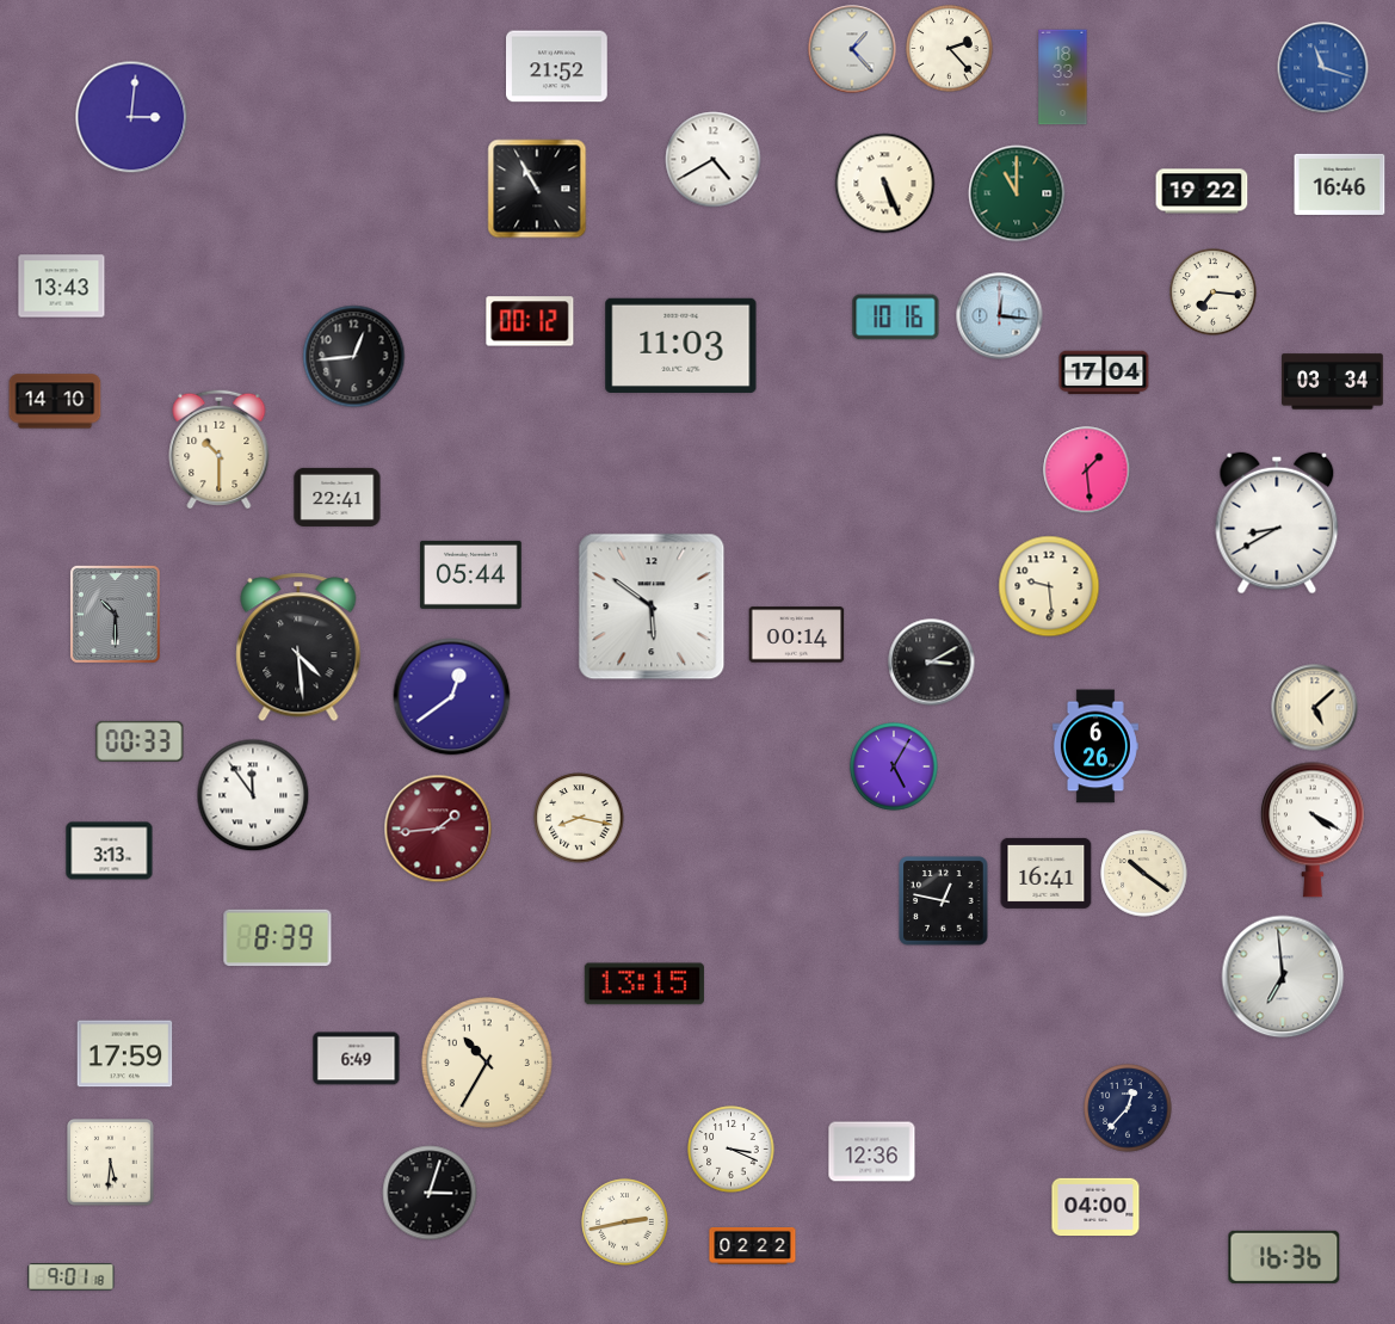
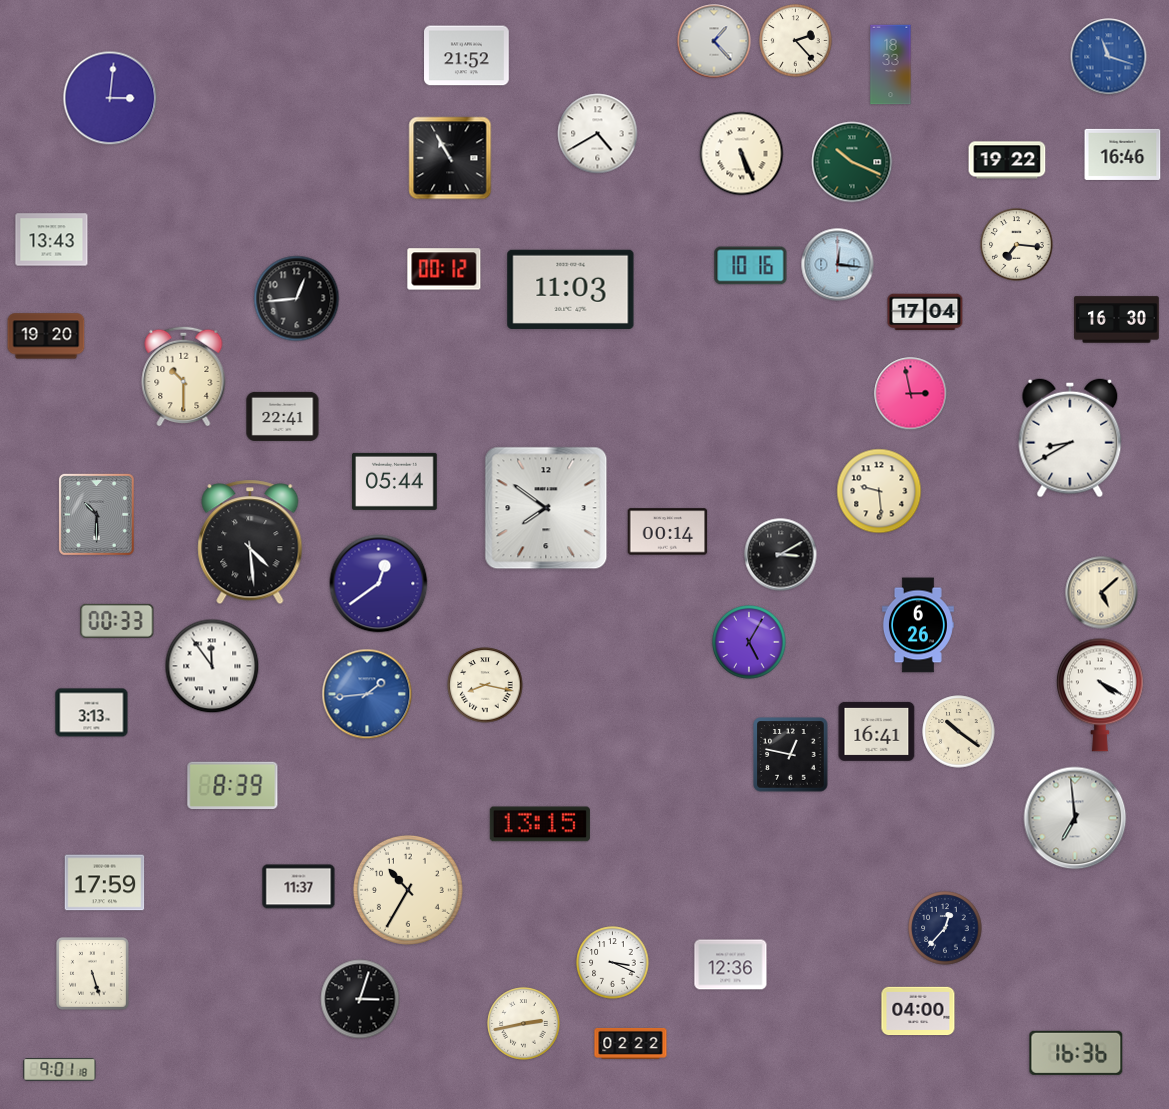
clock at (1017, 193): 11:00 -> 10:19
clock at (1333, 382): 03:34 -> 16:30
clock at (55, 401): 14:10 -> 19:20
clock at (1087, 470): 1:29 -> 2:58
clock at (652, 606): 5:51 -> 7:51
clock at (438, 829) dial: burgundy -> blue
clock at (357, 1059): 6:49 -> 11:37
clock at (111, 1163): 5:31 -> 5:27
